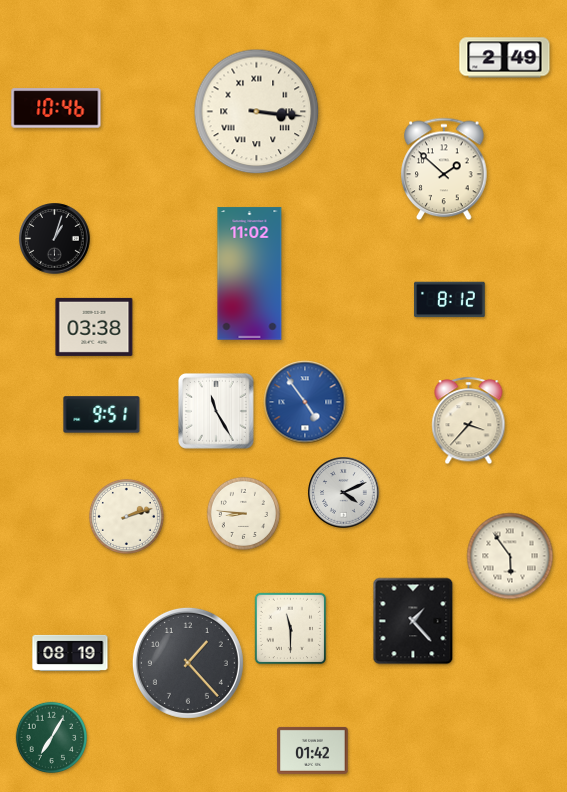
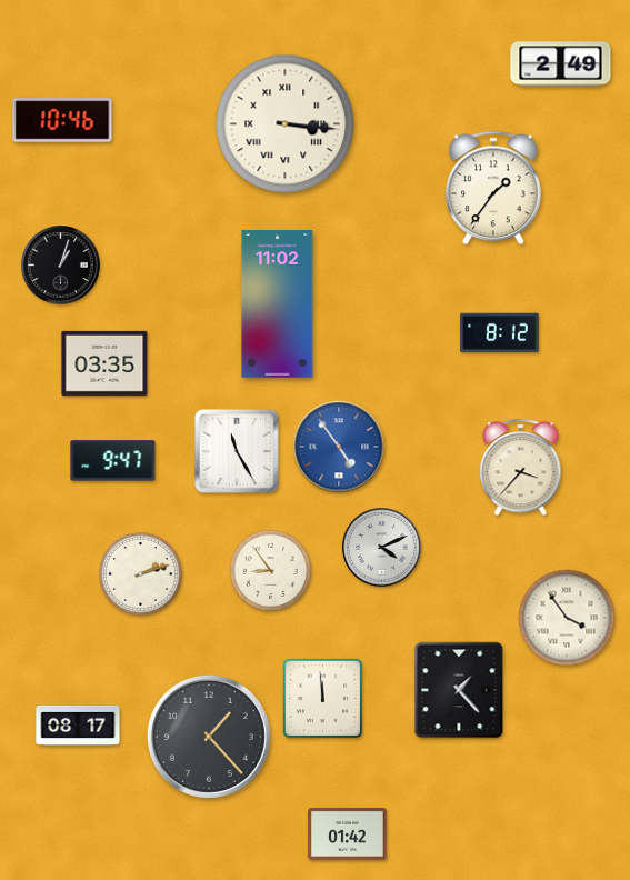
clock at (444, 169): 1:52 -> 1:36
clock at (94, 327): 03:38 -> 03:35
clock at (216, 411) position: (216, 411) -> (237, 451)
clock at (102, 415): 9:51 -> 9:47
clock at (243, 513): 8:46 -> 8:54
clock at (510, 556): 5:54 -> 3:54
clock at (291, 629): 11:30 -> 11:59
clock at (70, 653): 08:19 -> 08:17
clock at (51, 737): 7:05 -> none
